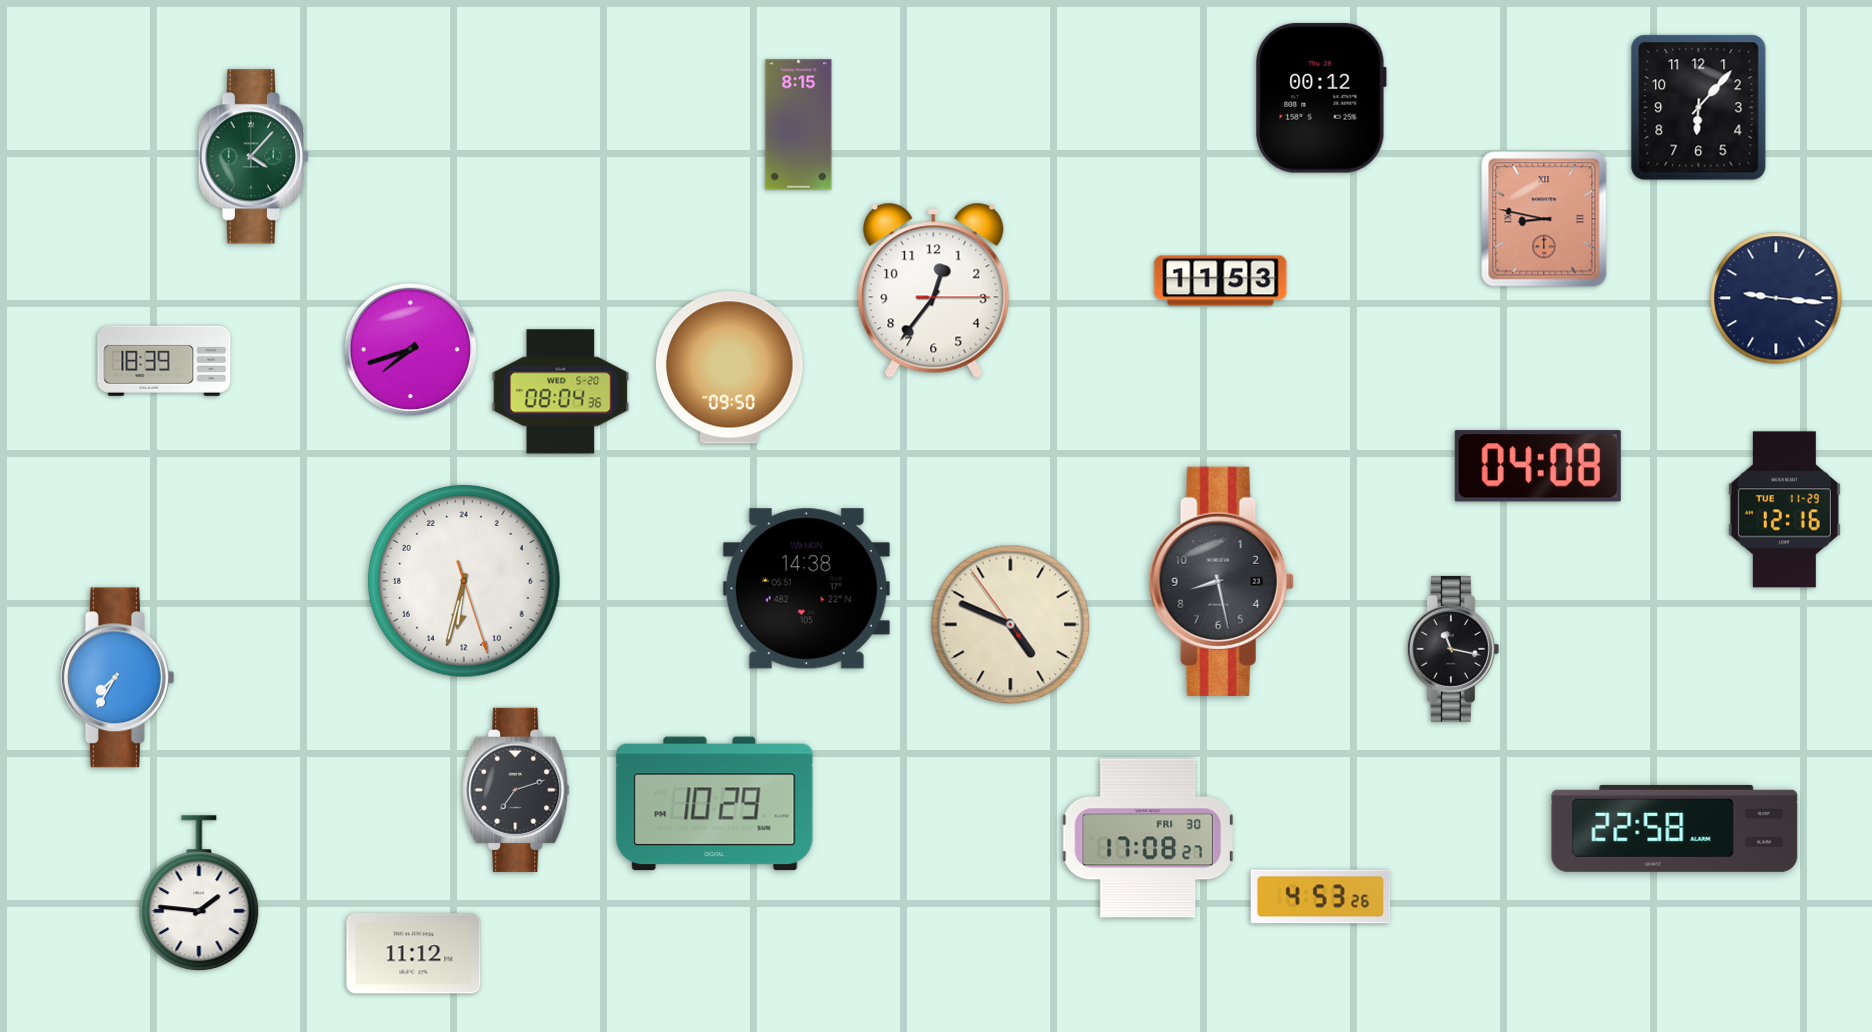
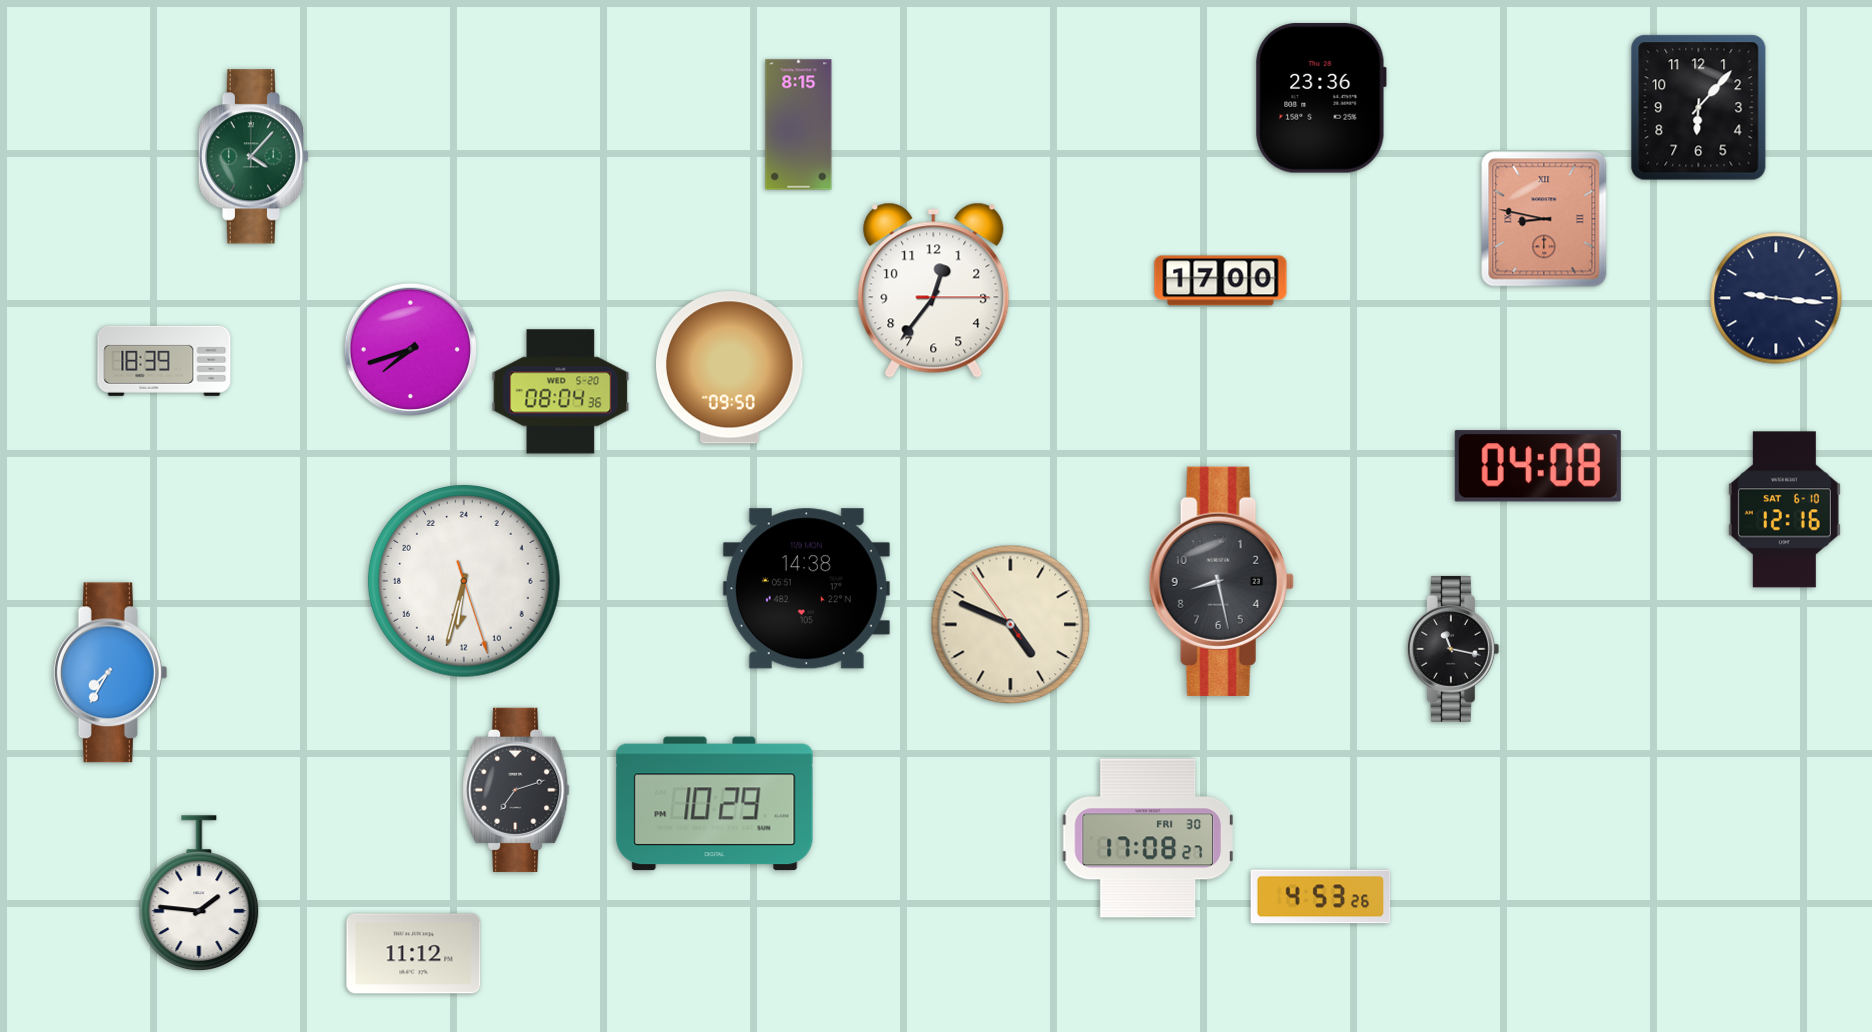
clock at (1321, 98): 00:12 -> 23:36
clock at (1221, 281): 11:53 -> 17:00
clock at (1784, 510) date: TUE 11-29 -> SAT 6-10
clock at (117, 678) position: (117, 678) -> (110, 673)
clock at (1675, 828): 22:58 -> none
